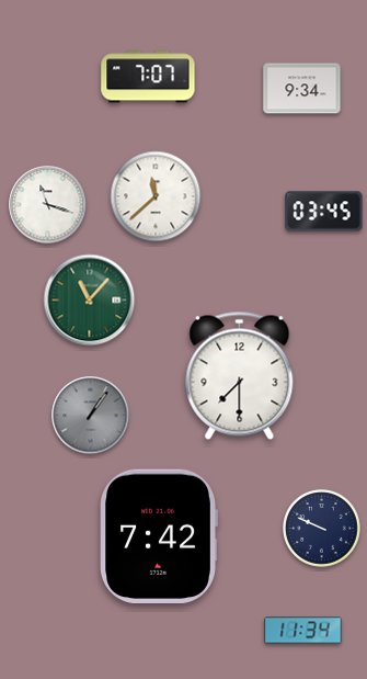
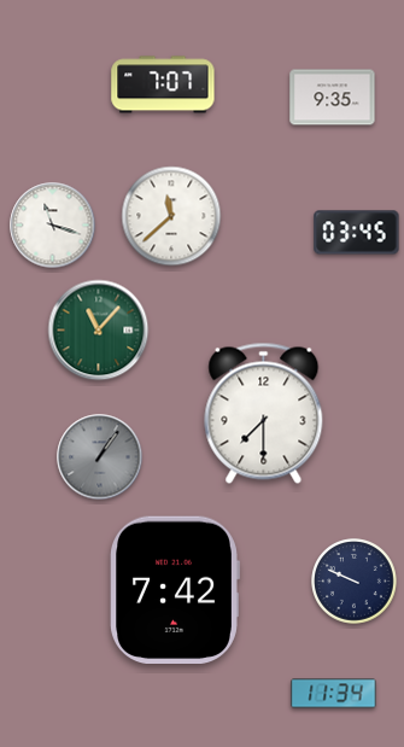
clock at (302, 89): 9:34 -> 9:35
